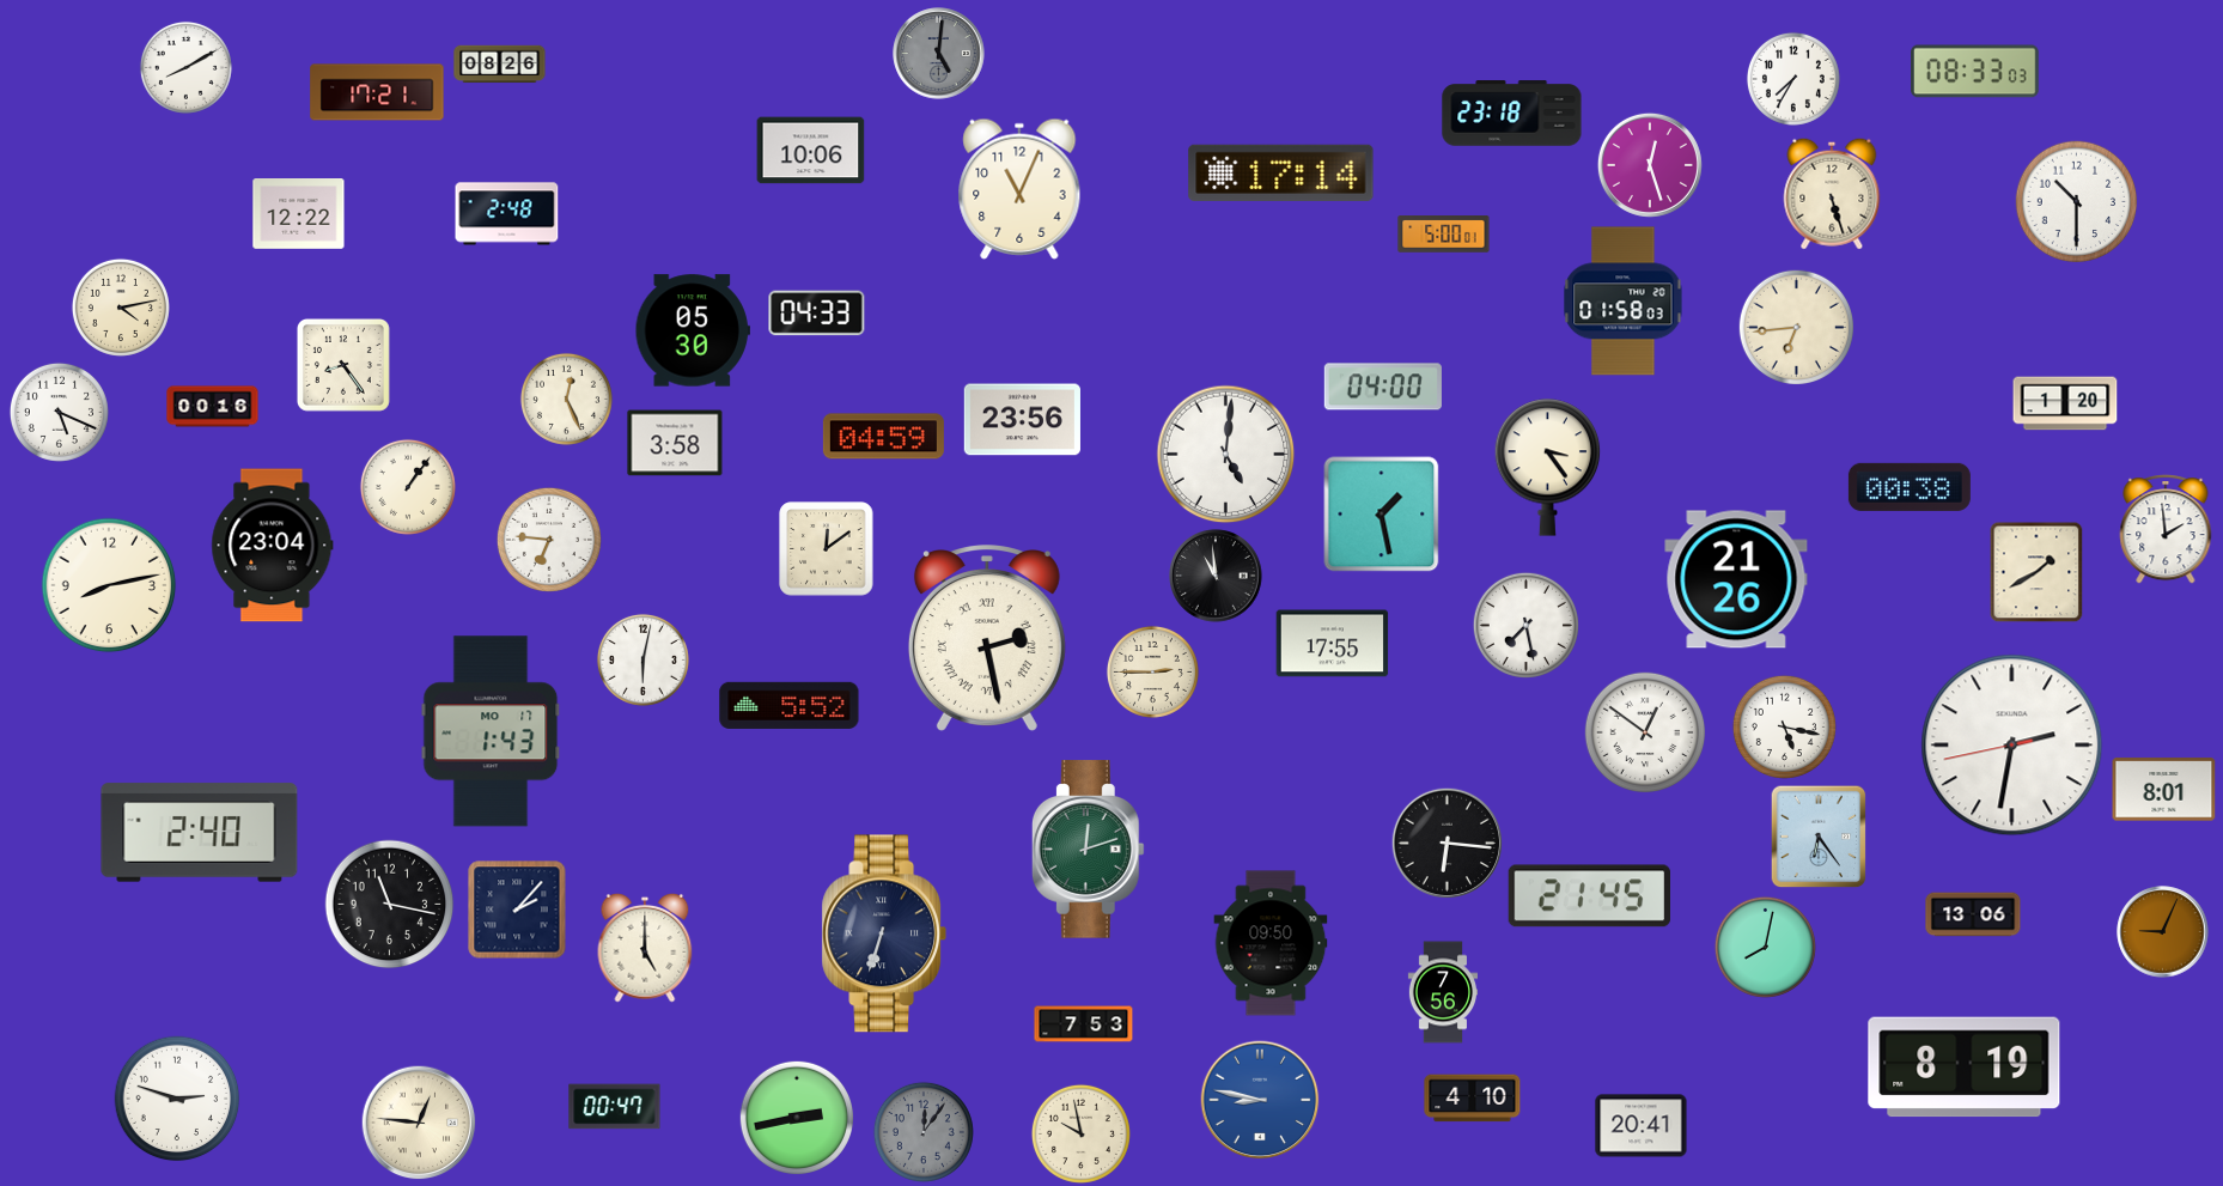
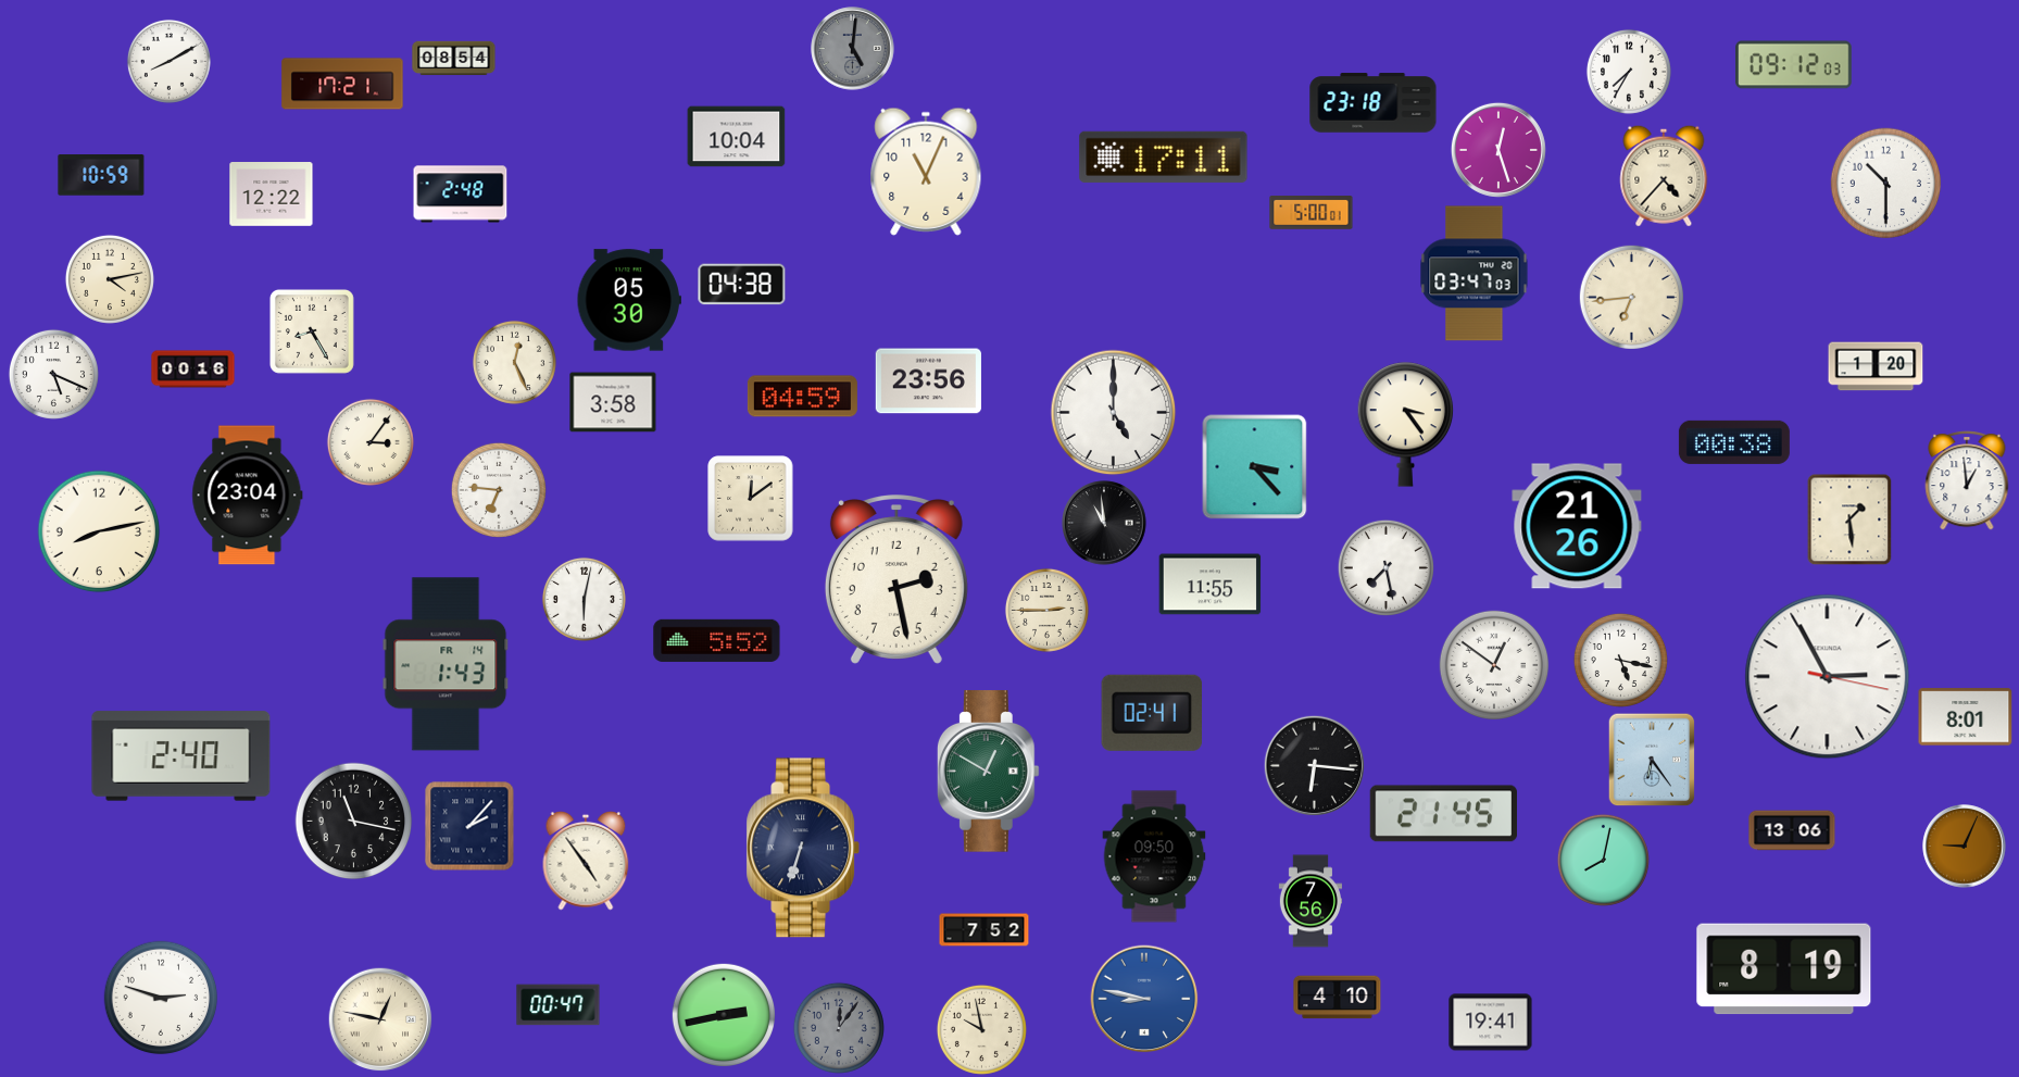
clock at (500, 65): 08:26 -> 08:54
clock at (1975, 72): 08:33 -> 09:12
clock at (811, 151): 10:06 -> 10:04
clock at (1281, 172): 17:14 -> 17:11
clock at (101, 175): none -> 10:59
clock at (1832, 194): 5:27 -> 4:37
clock at (1624, 302): 01:58 -> 03:47
clock at (817, 314): 04:33 -> 04:38
clock at (343, 365): 8:24 -> 8:25
clock at (1383, 387): 04:00 -> none
clock at (1226, 455): 5:01 -> 5:00
clock at (408, 487): 1:06 -> 3:06
clock at (1382, 515): 1:28 -> 3:23
clock at (2166, 529): 1:59 -> 12:59
clock at (2036, 572): 1:40 -> 1:29
clock at (987, 638) numerals: Roman -> Arabic
clock at (1333, 644): 17:55 -> 11:55
clock at (491, 731) date: MO 17 -> FR 14
clock at (2012, 746): 2:31 -> 2:55
clock at (1151, 713): none -> 02:41
clock at (1088, 850): 12:12 -> 12:50
clock at (645, 948): 5:00 -> 4:54
clock at (1084, 1024): 7:53 -> 7:52
clock at (419, 1123): 12:46 -> 12:47
clock at (1642, 1126): 20:41 -> 19:41
